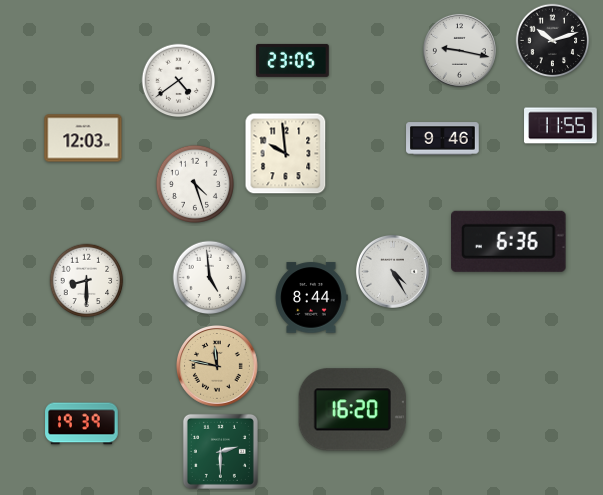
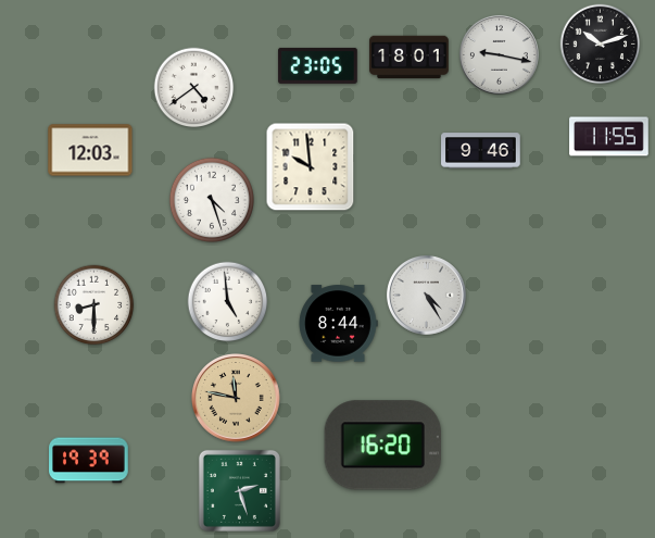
clock at (410, 58): none -> 18:01
clock at (509, 241): 6:36 -> none
clock at (220, 451): 2:30 -> 2:27
